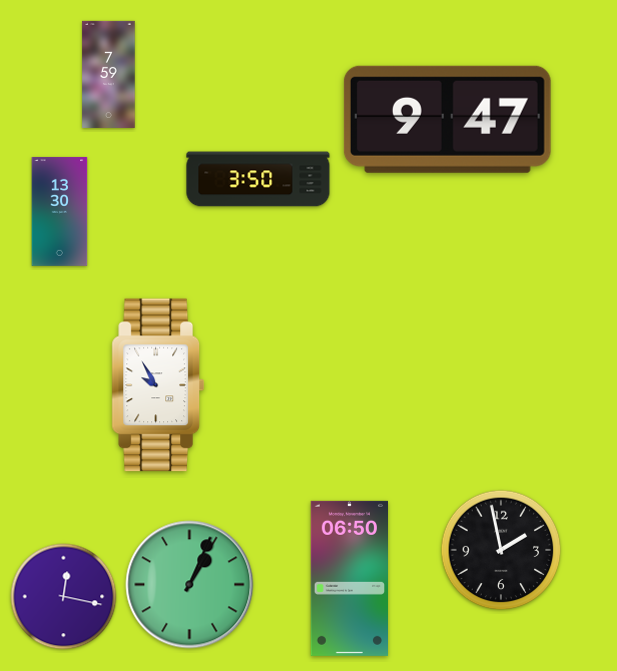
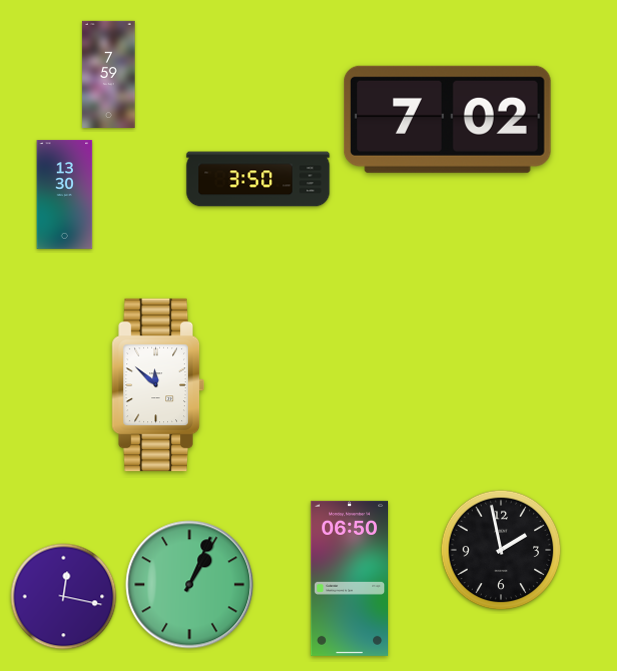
clock at (447, 119): 9:47 -> 7:02
clock at (60, 211) position: (60, 211) -> (65, 194)
clock at (158, 385): 9:55 -> 11:52
